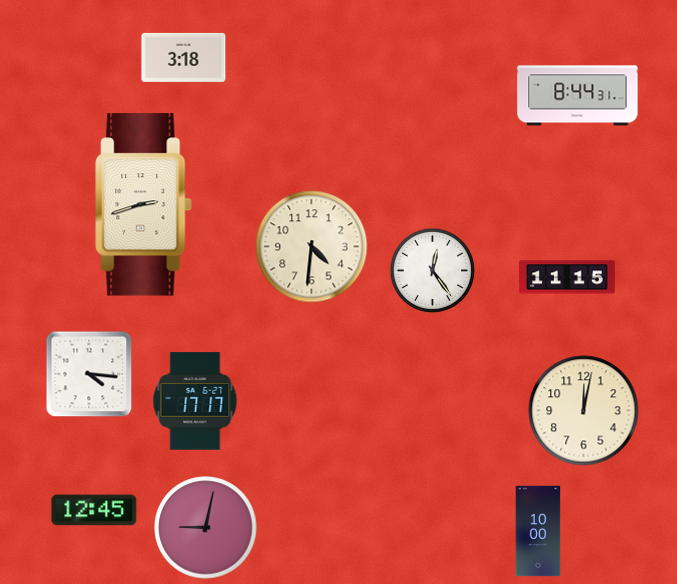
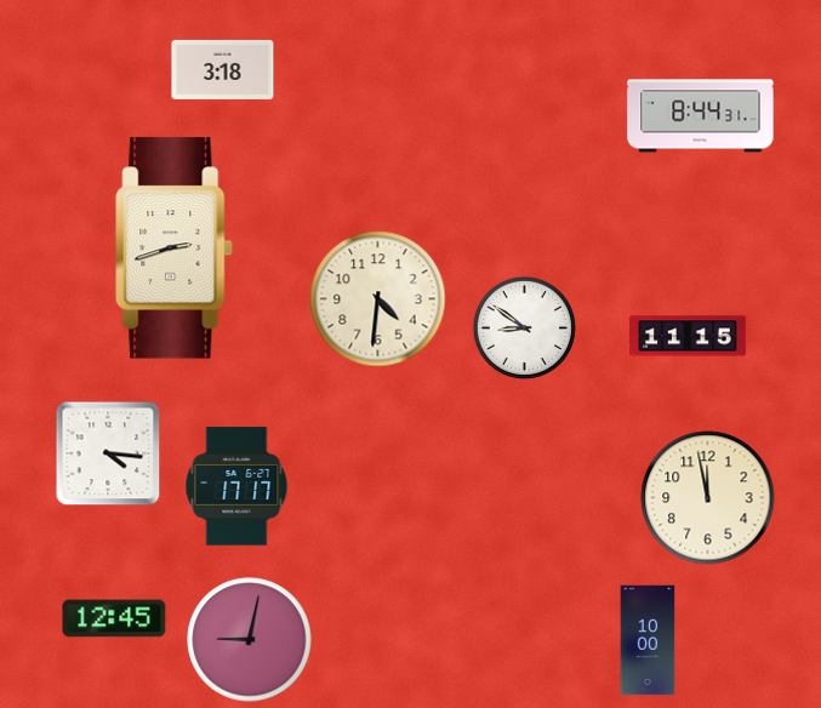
clock at (432, 270): 12:24 -> 8:51
clock at (584, 411): 12:02 -> 11:58
clock at (538, 531) position: (538, 531) -> (648, 640)
